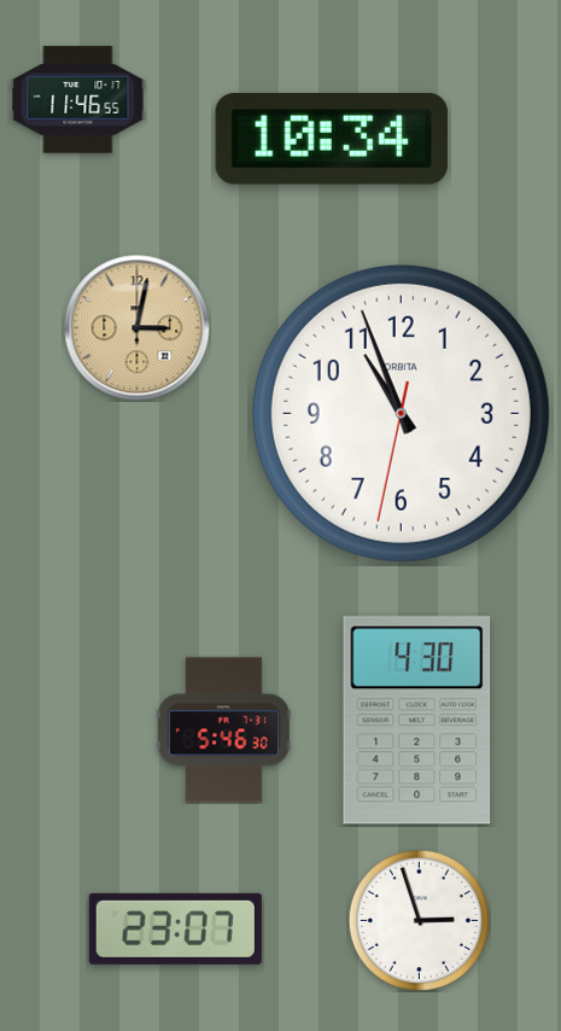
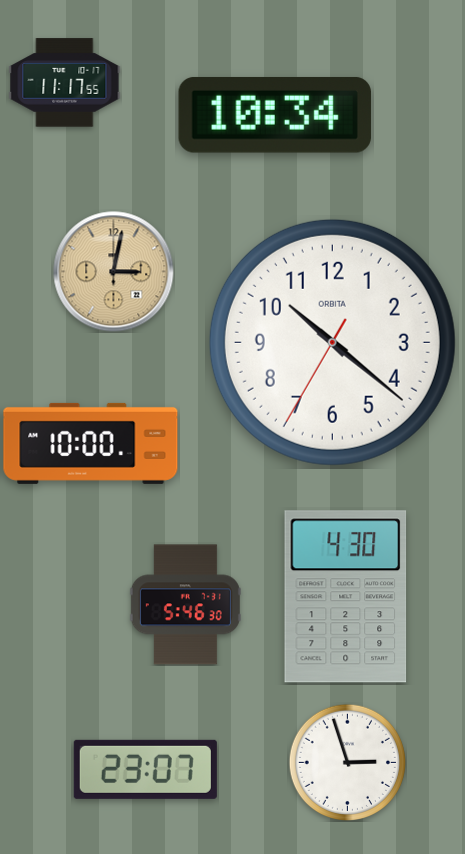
clock at (78, 100): 11:46 -> 11:17
clock at (401, 413): 10:56 -> 10:21
clock at (91, 443): none -> 10:00
